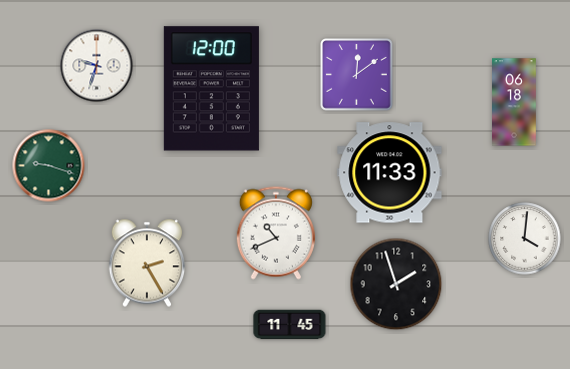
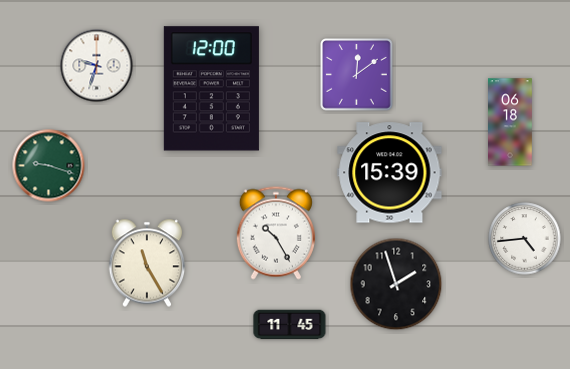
clock at (515, 102) position: (515, 102) -> (511, 122)
clock at (390, 173): 11:33 -> 15:39
clock at (276, 233): 10:41 -> 10:25
clock at (525, 239): 4:01 -> 4:44
clock at (147, 263): 2:25 -> 11:25
